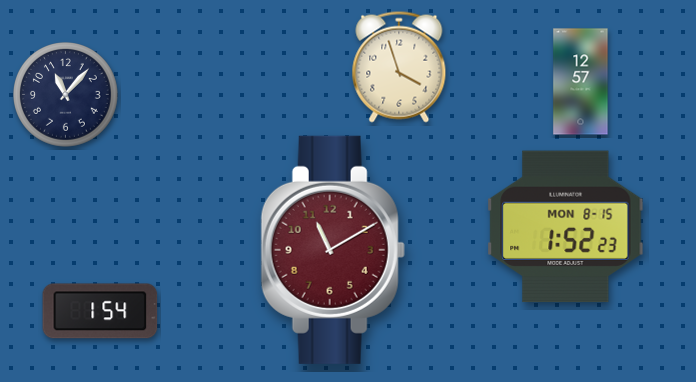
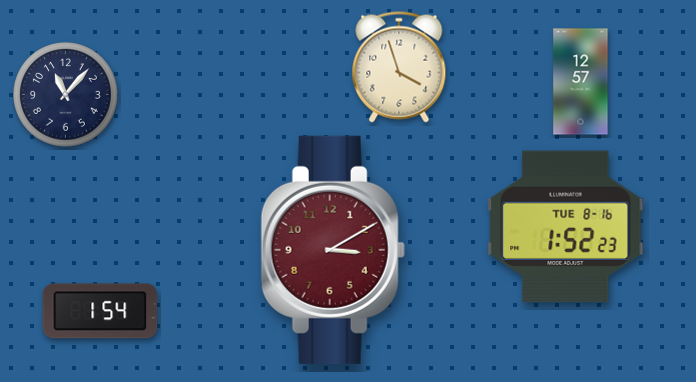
clock at (566, 227) date: MON 8-15 -> TUE 8-16
clock at (333, 250): 11:10 -> 3:10
